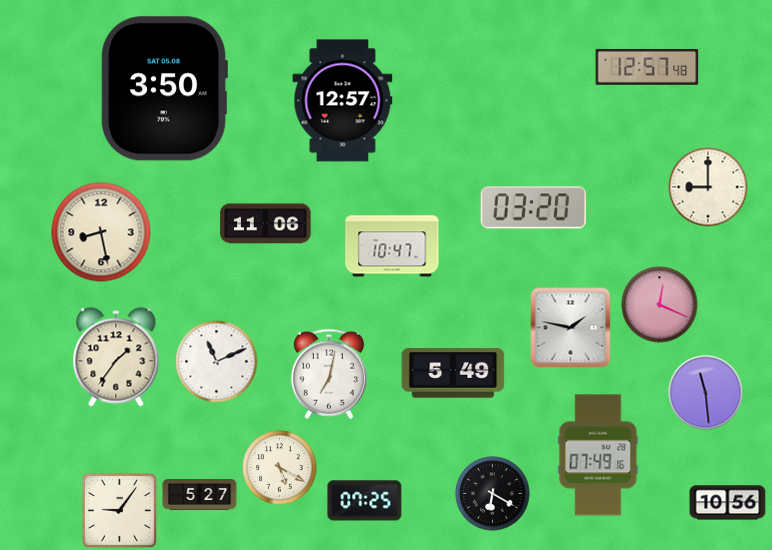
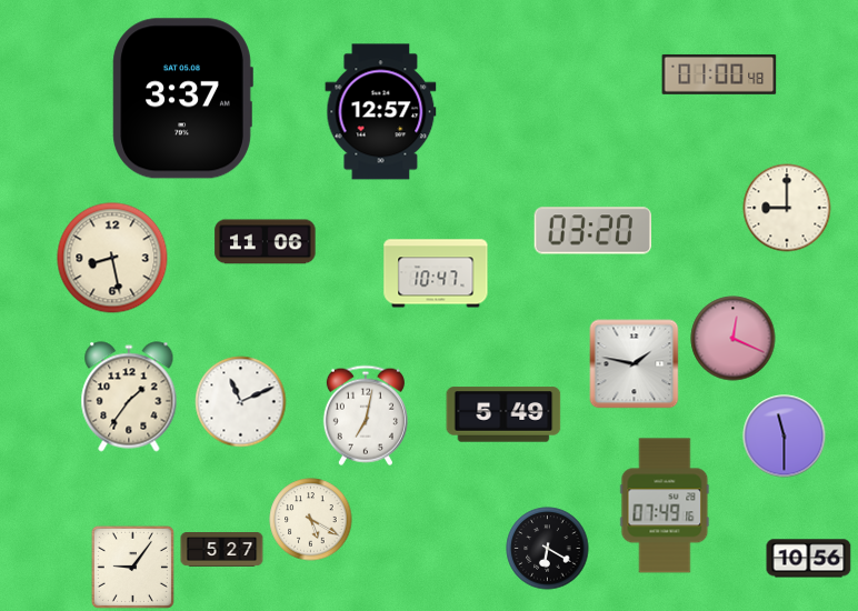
clock at (647, 67): 12:57 -> 01:00
clock at (164, 89): 3:50 -> 3:37
clock at (266, 224) position: (266, 224) -> (266, 242)
clock at (706, 393): 11:29 -> 11:30
clock at (365, 501): 07:25 -> none
